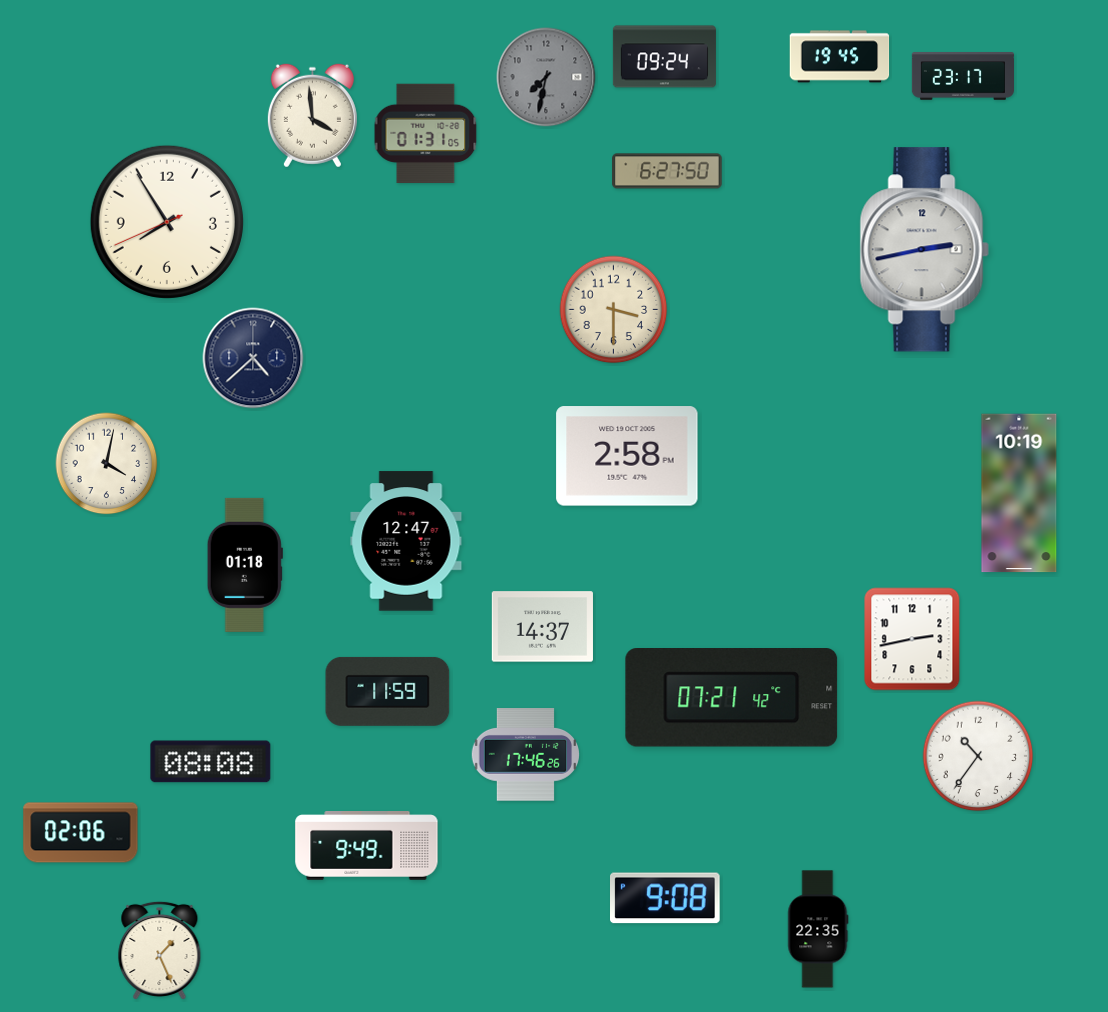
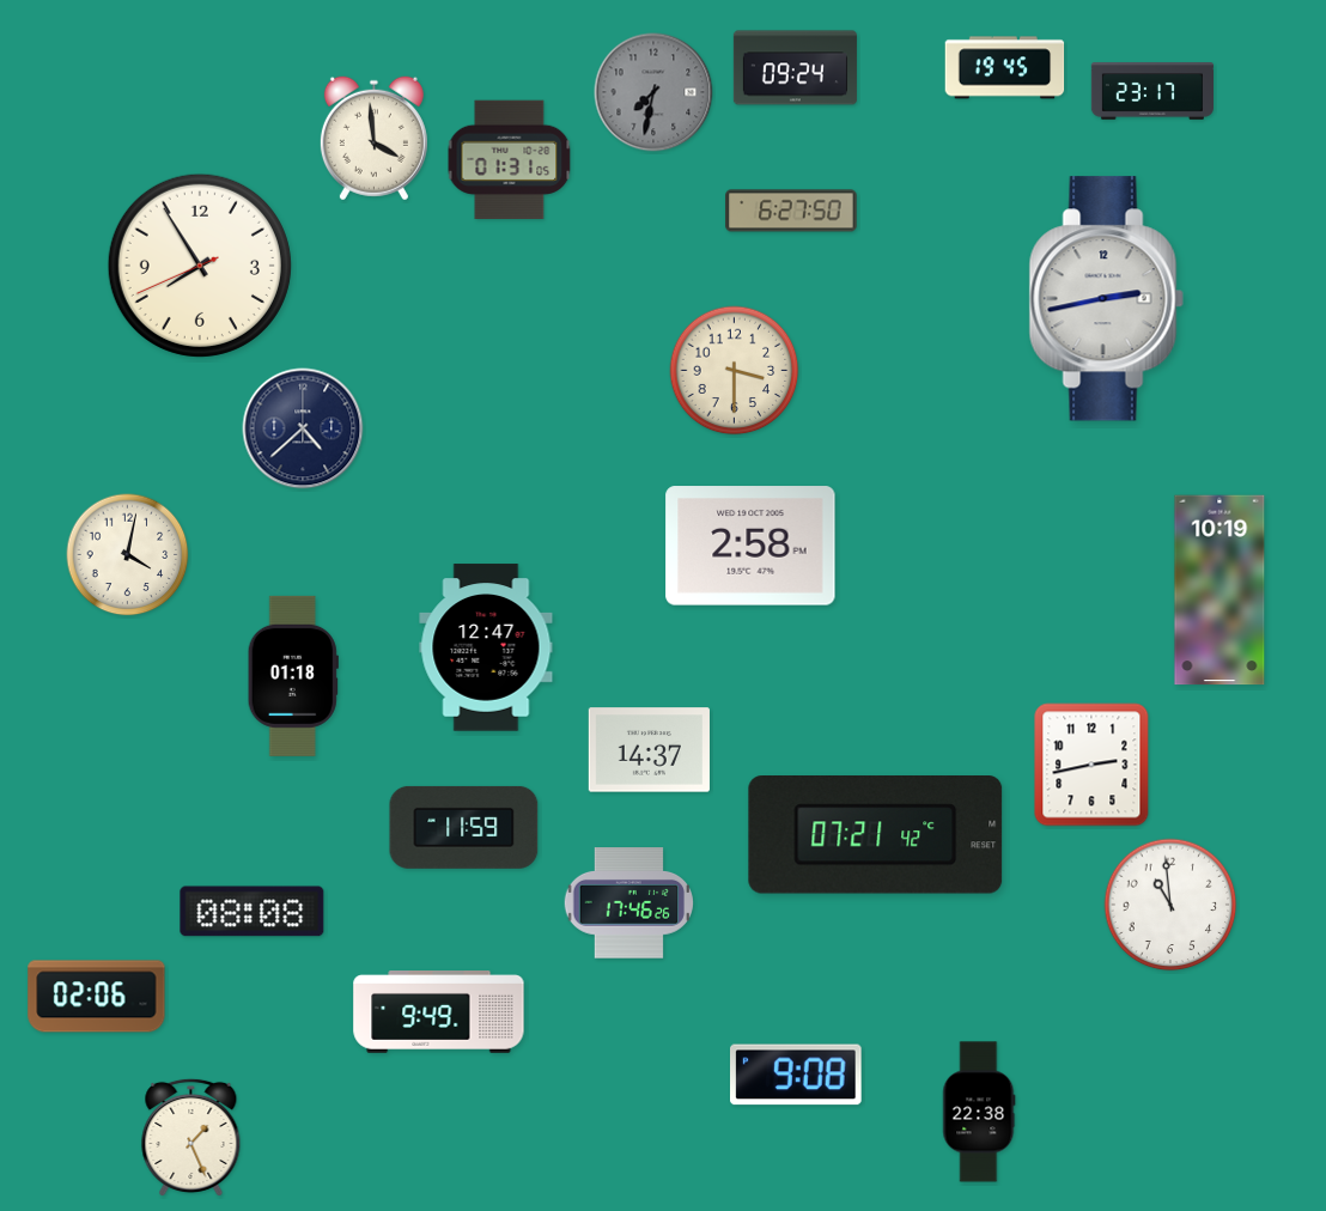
clock at (667, 171) position: (667, 171) -> (791, 211)
clock at (978, 756): 10:36 -> 10:59
clock at (818, 929): 22:35 -> 22:38
